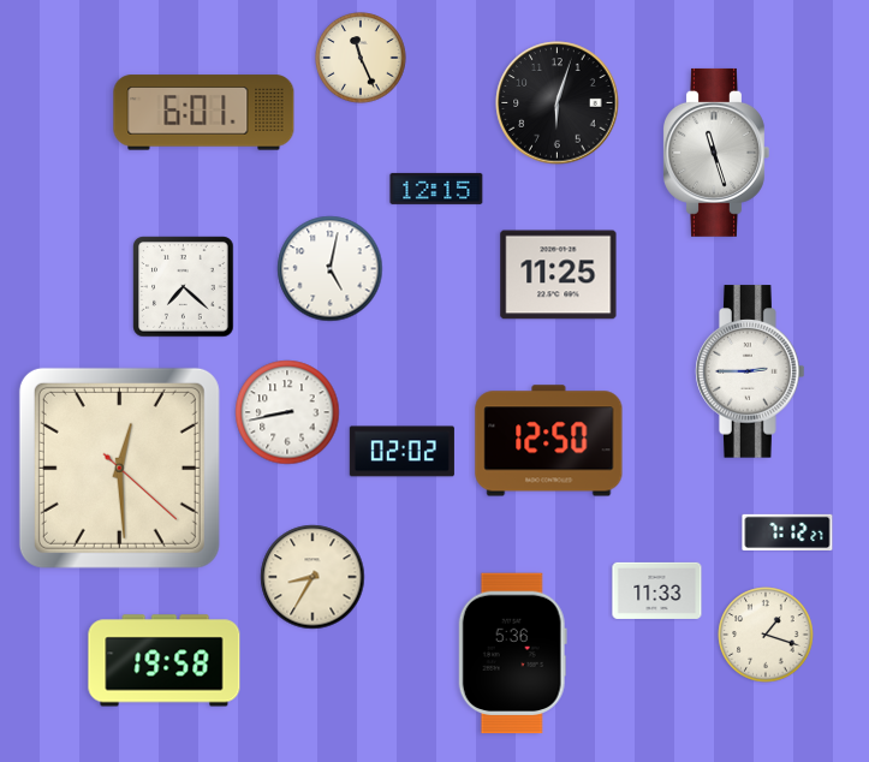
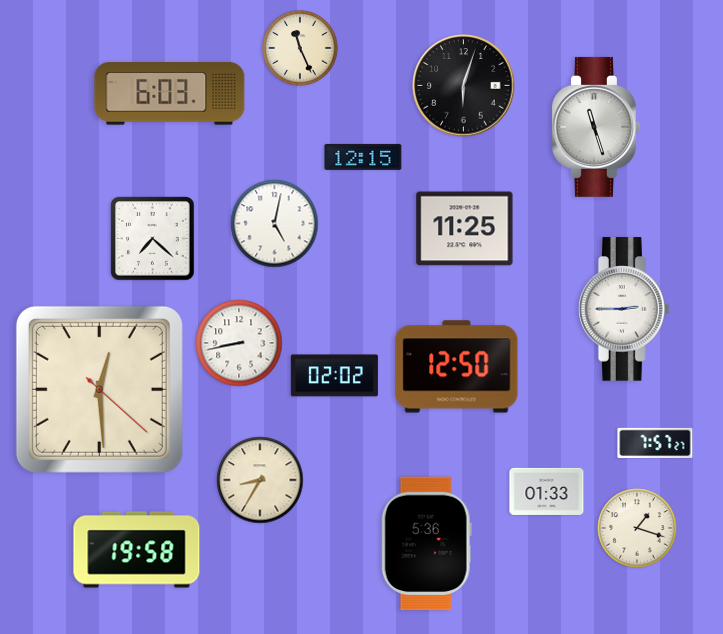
clock at (204, 113): 6:01 -> 6:03
clock at (787, 531): 7:12 -> 7:57
clock at (657, 590): 11:33 -> 01:33
